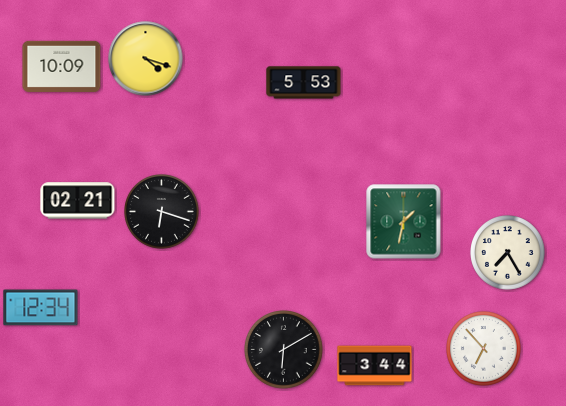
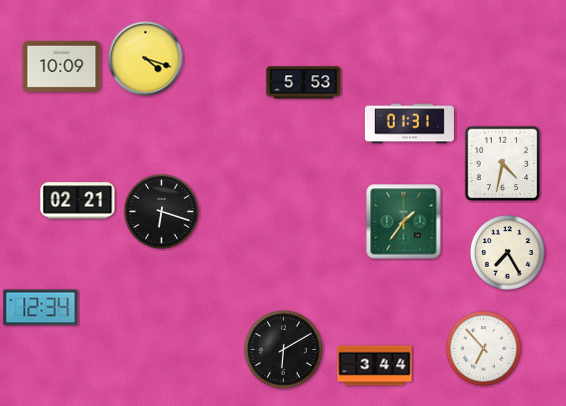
clock at (409, 124): none -> 01:31
clock at (503, 164): none -> 4:32
clock at (404, 222): 1:32 -> 1:36
